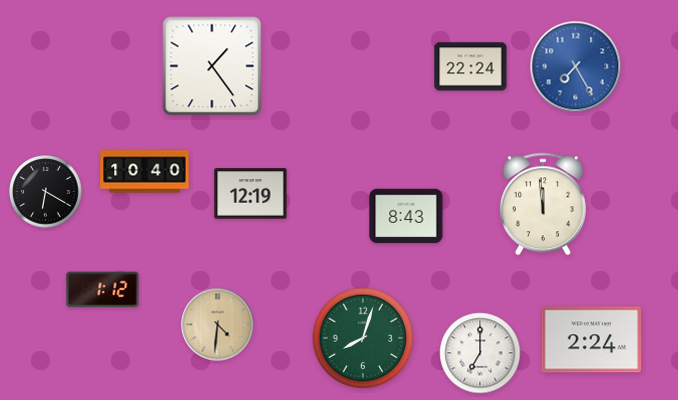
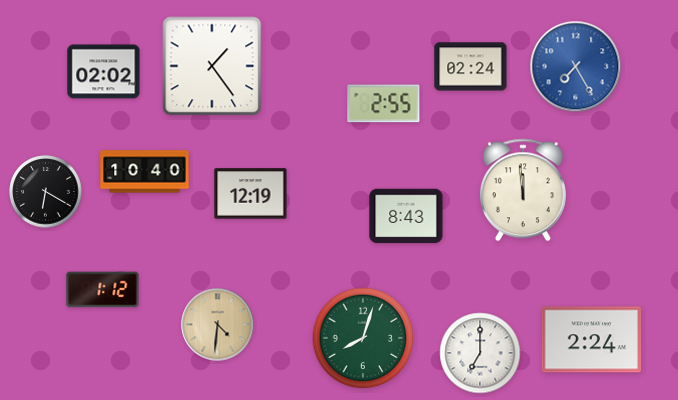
clock at (471, 67): 22:24 -> 02:24
clock at (104, 72): none -> 02:02
clock at (384, 104): none -> 2:55
clock at (543, 204) position: (543, 204) -> (523, 190)
